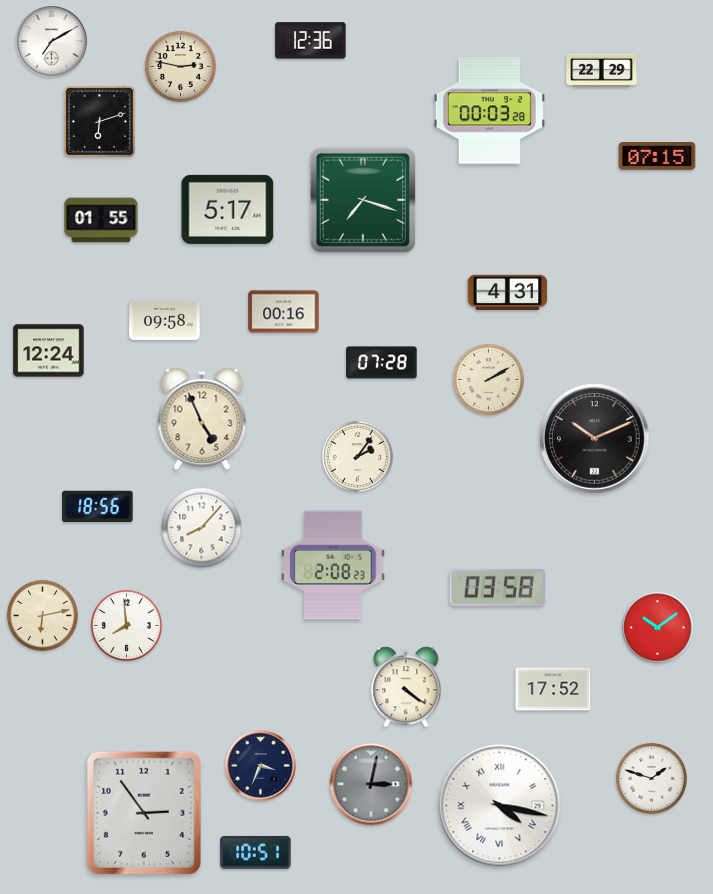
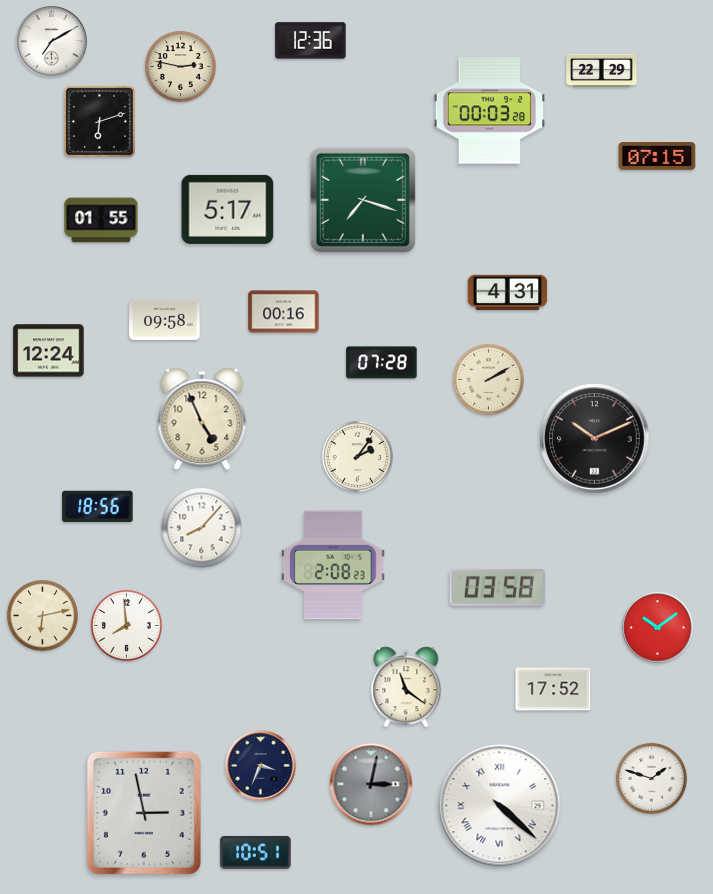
clock at (406, 687): 4:21 -> 11:21
clock at (500, 806): 4:17 -> 4:22
clock at (144, 813): 2:54 -> 2:58
